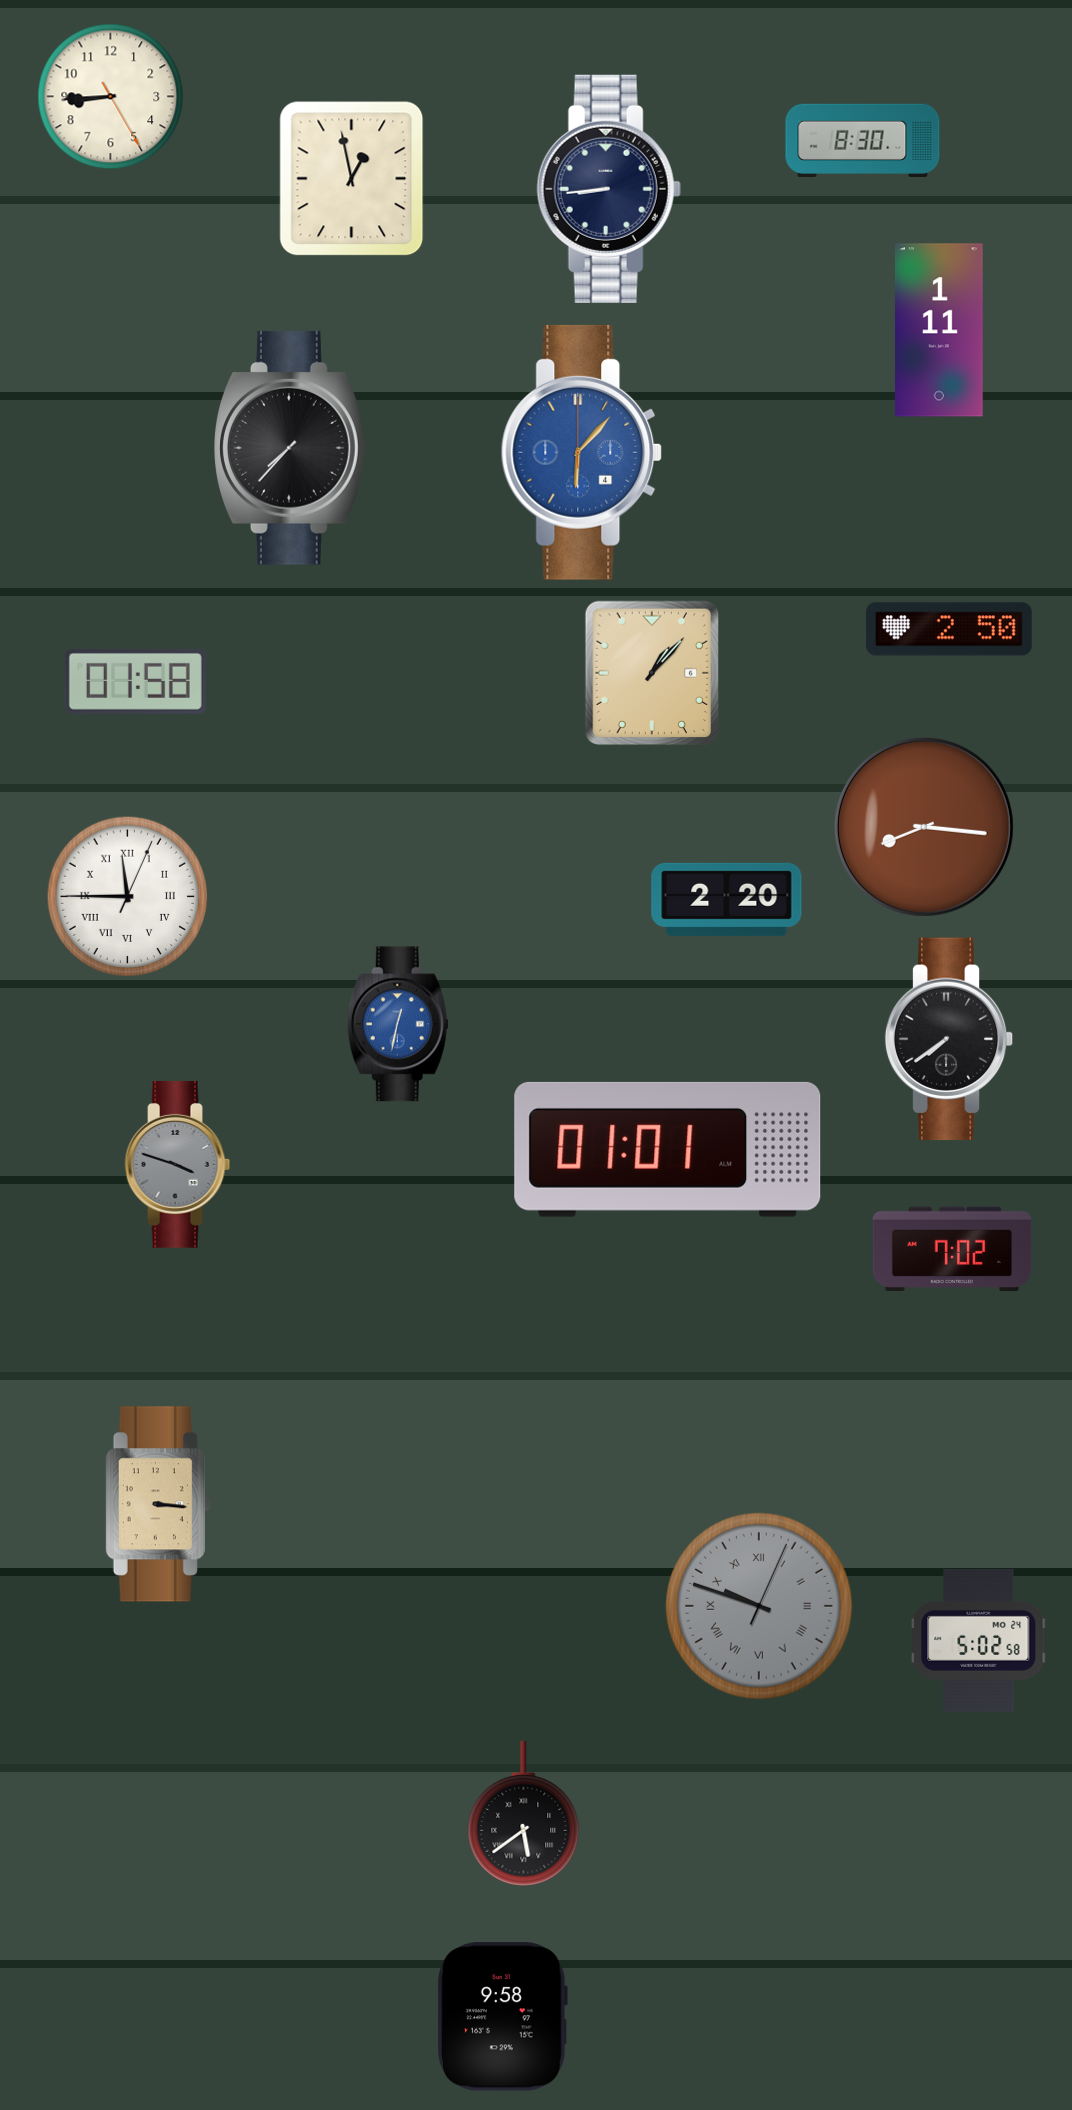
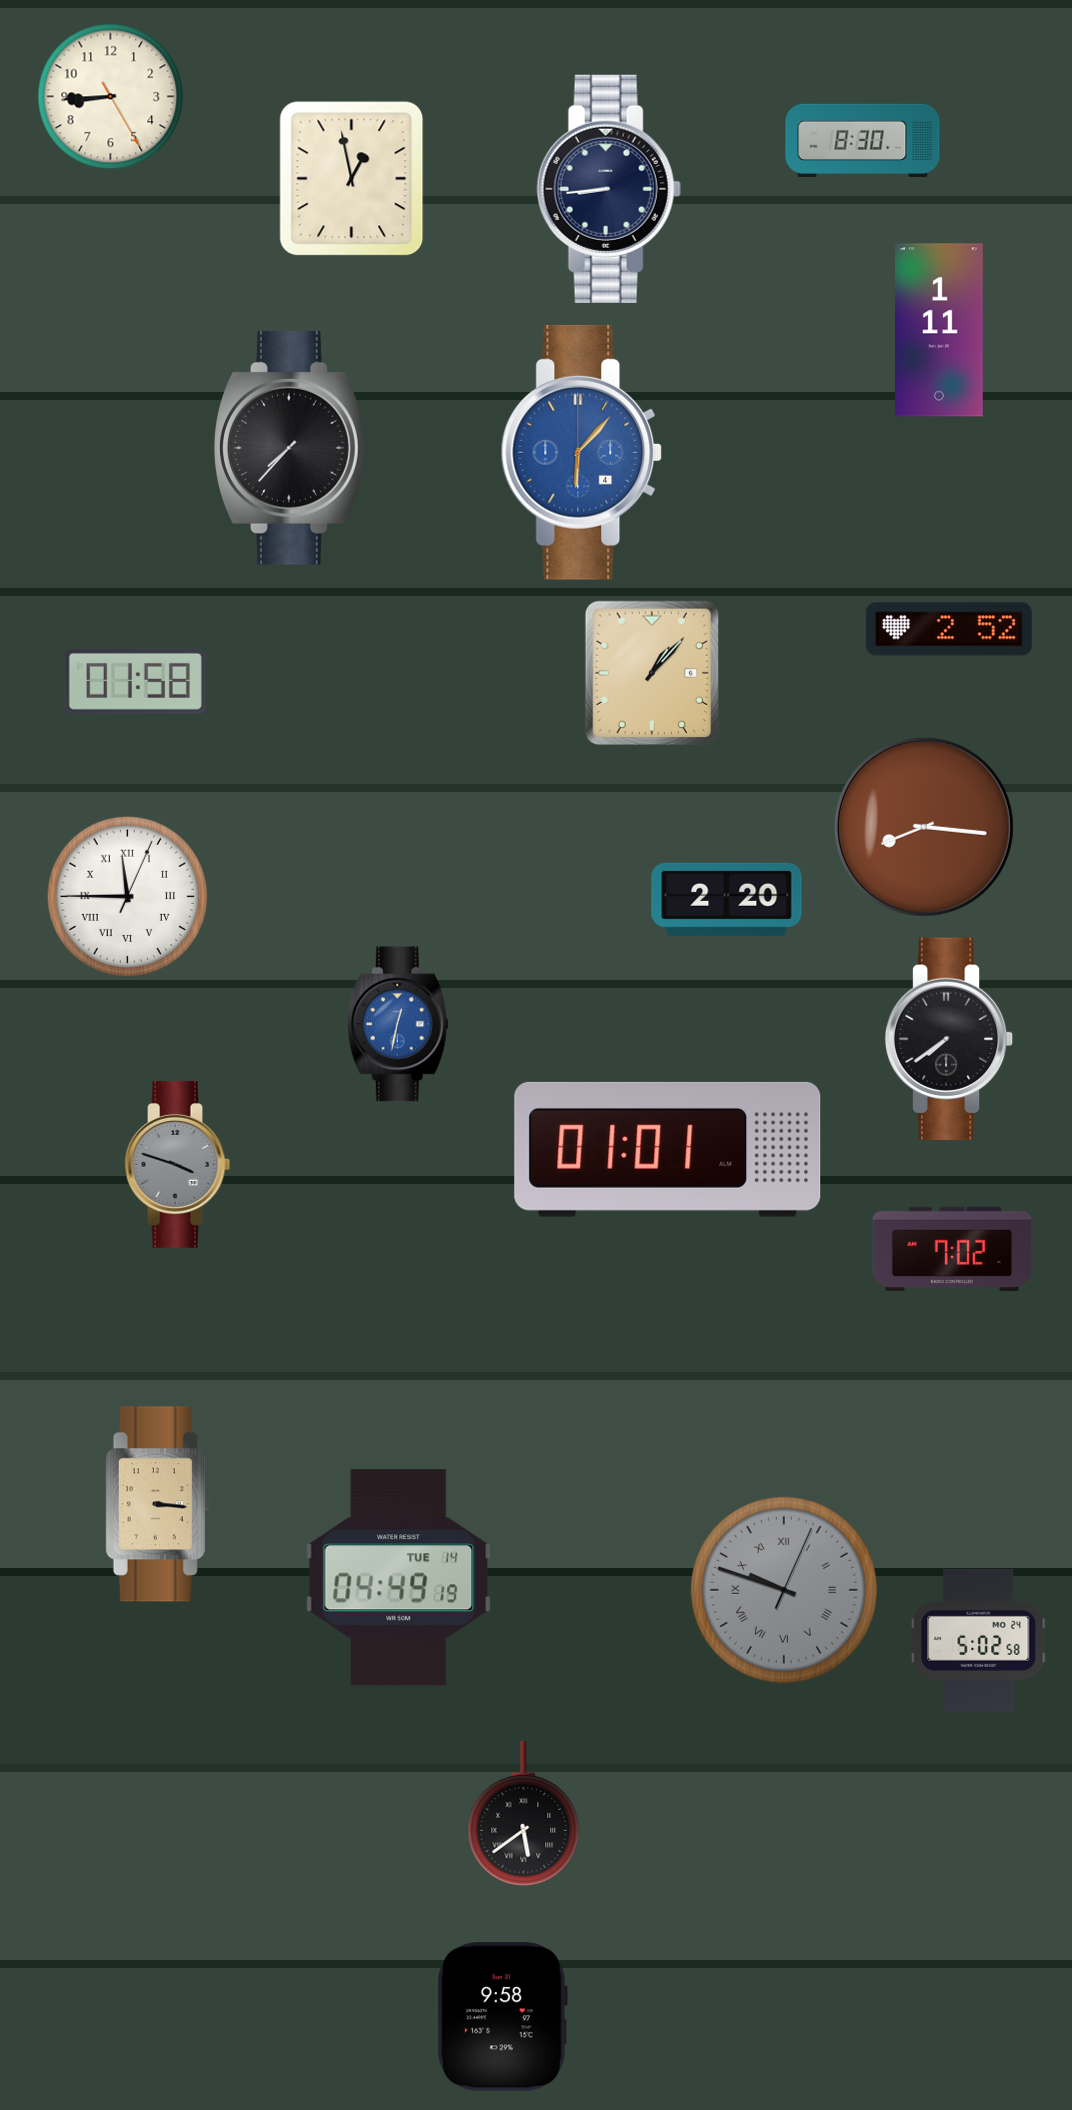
clock at (949, 629): 2:50 -> 2:52
clock at (399, 1578): none -> 04:49
clock at (759, 1606) position: (759, 1606) -> (784, 1590)
